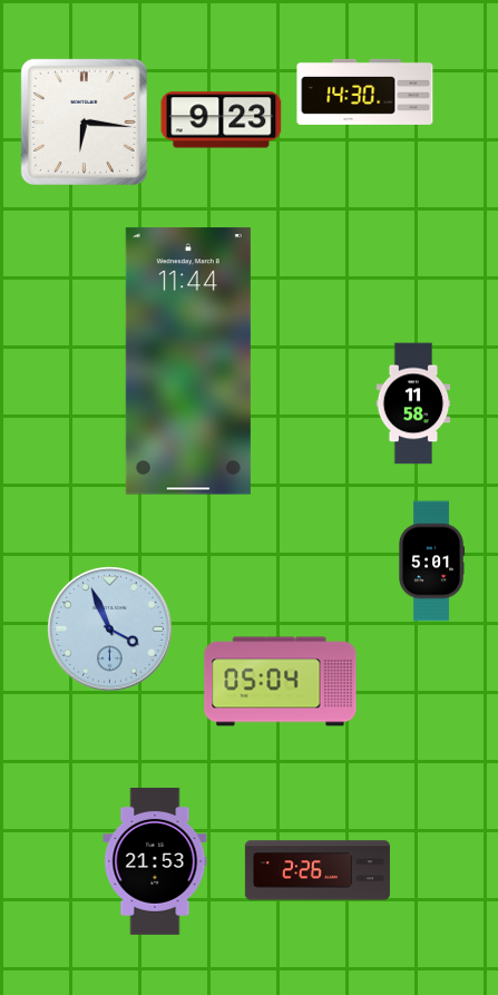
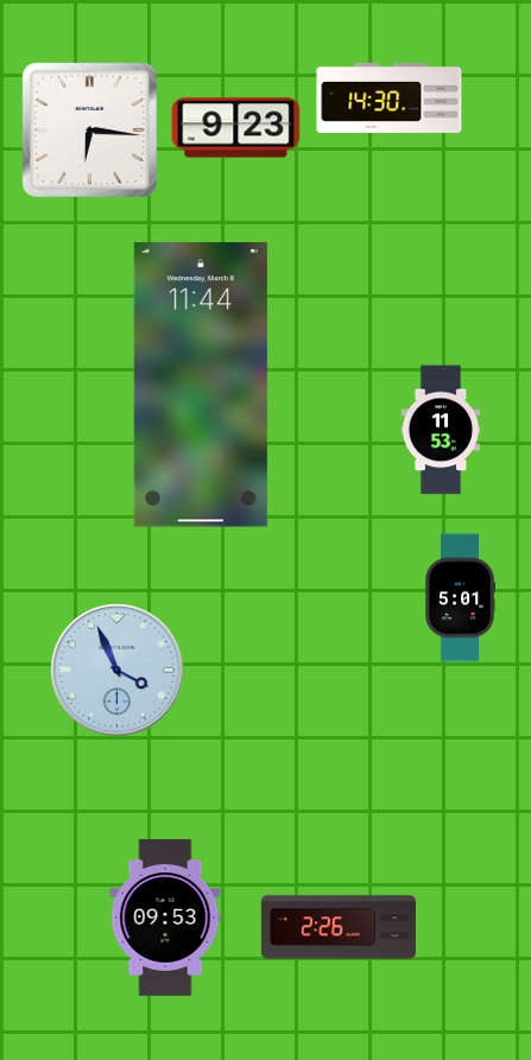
clock at (413, 403): 11:58 -> 11:53
clock at (281, 682): 05:04 -> none
clock at (155, 861): 21:53 -> 09:53
